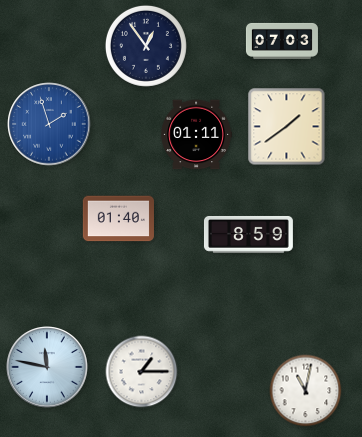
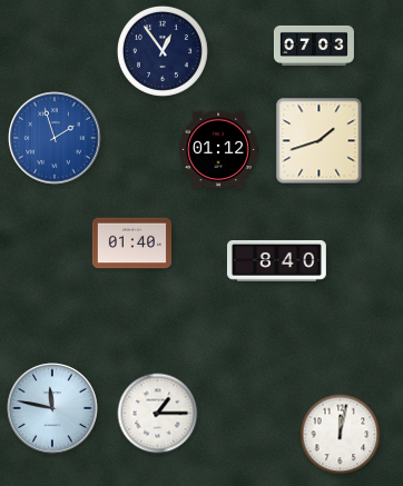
clock at (287, 127): 1:39 -> 1:42
clock at (196, 135): 01:11 -> 01:12
clock at (248, 234): 8:59 -> 8:40
clock at (306, 391): 11:02 -> 12:02
